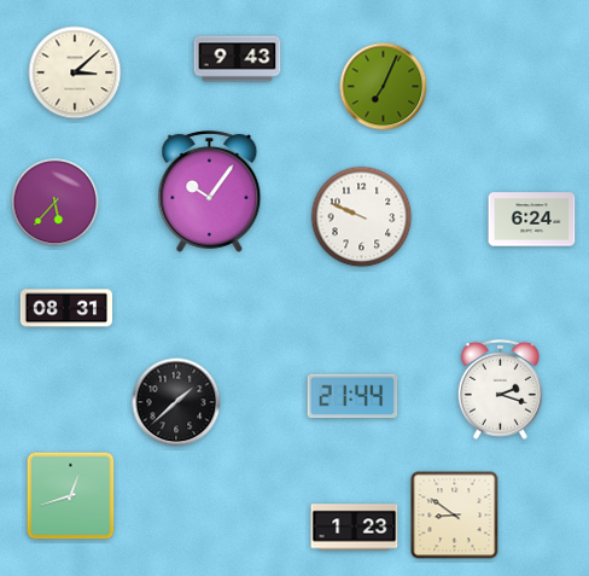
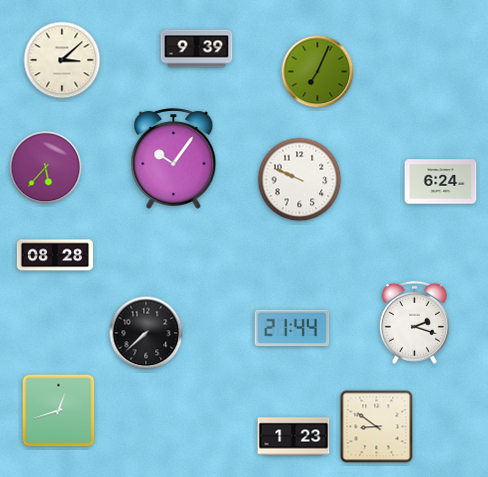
clock at (238, 59): 9:43 -> 9:39
clock at (65, 308): 08:31 -> 08:28
clock at (176, 402): 1:38 -> 7:38
